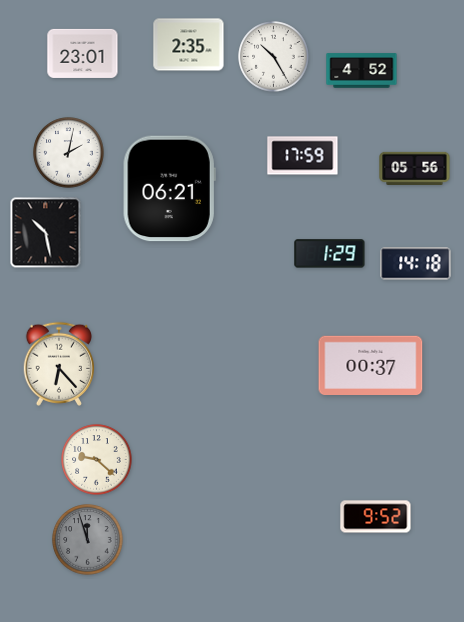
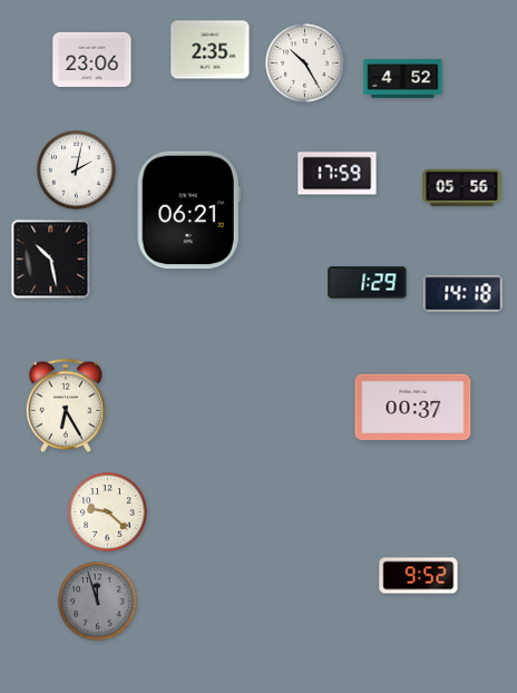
clock at (83, 53): 23:01 -> 23:06
clock at (58, 364): 6:23 -> 6:25
